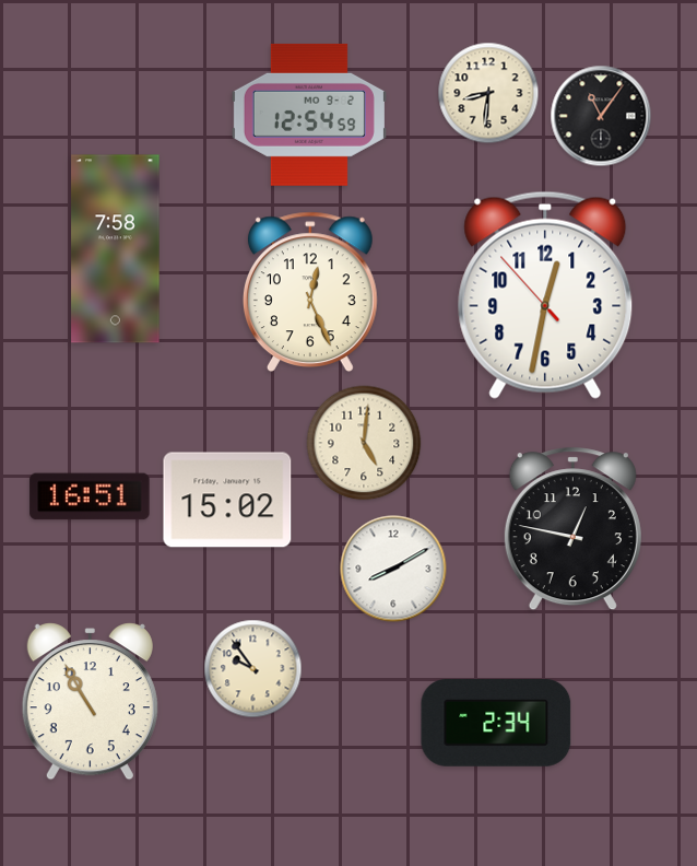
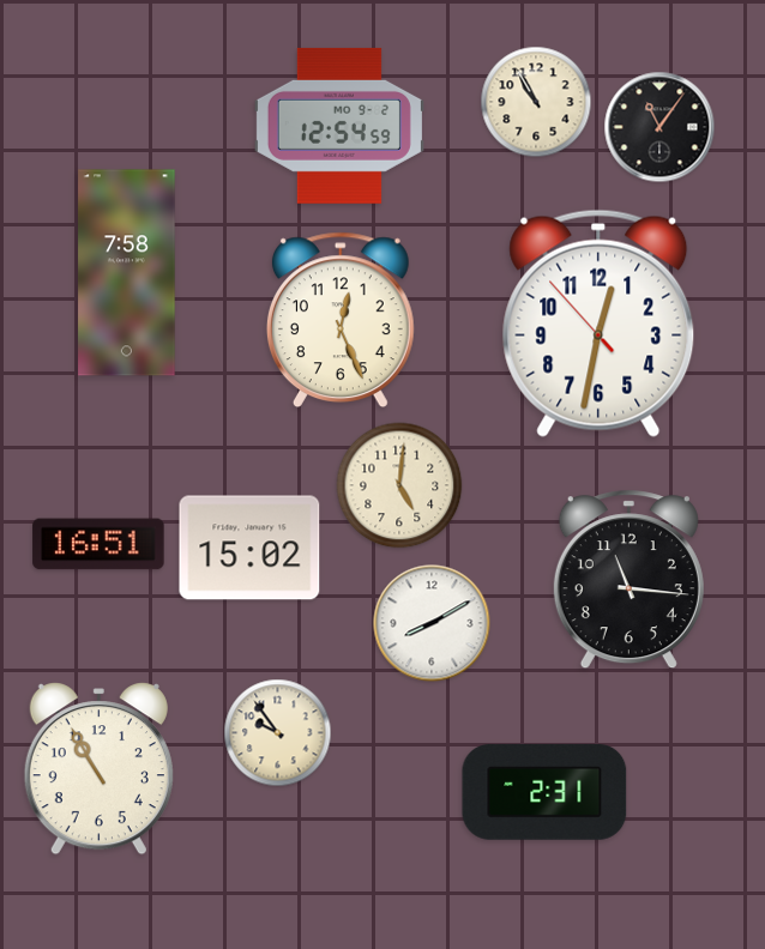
clock at (488, 93): 8:31 -> 10:55
clock at (572, 529): 12:47 -> 11:16
clock at (496, 724): 2:34 -> 2:31
